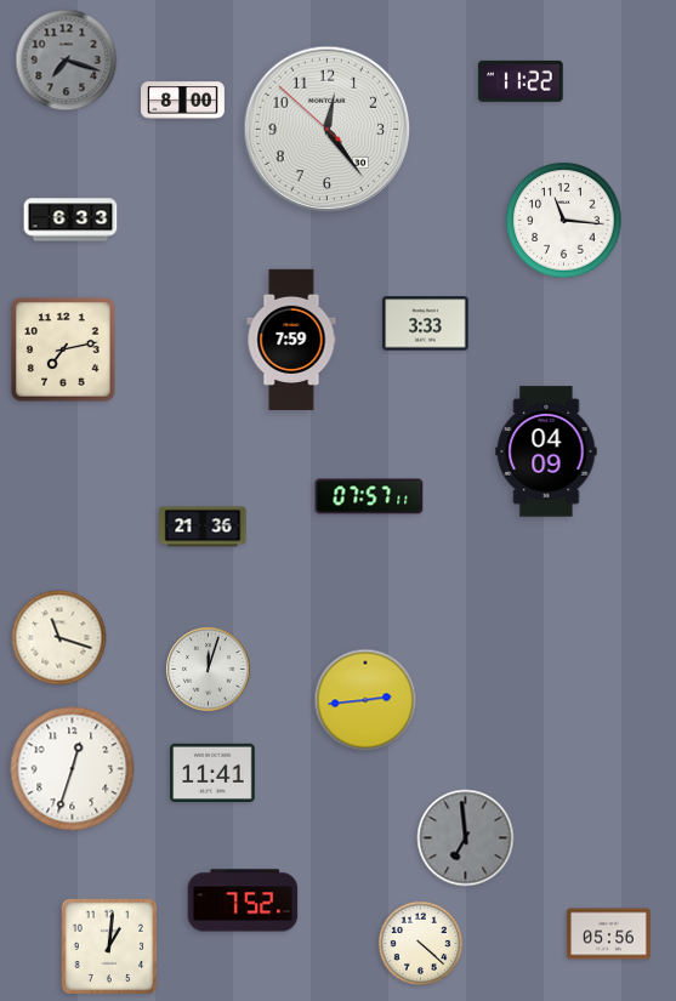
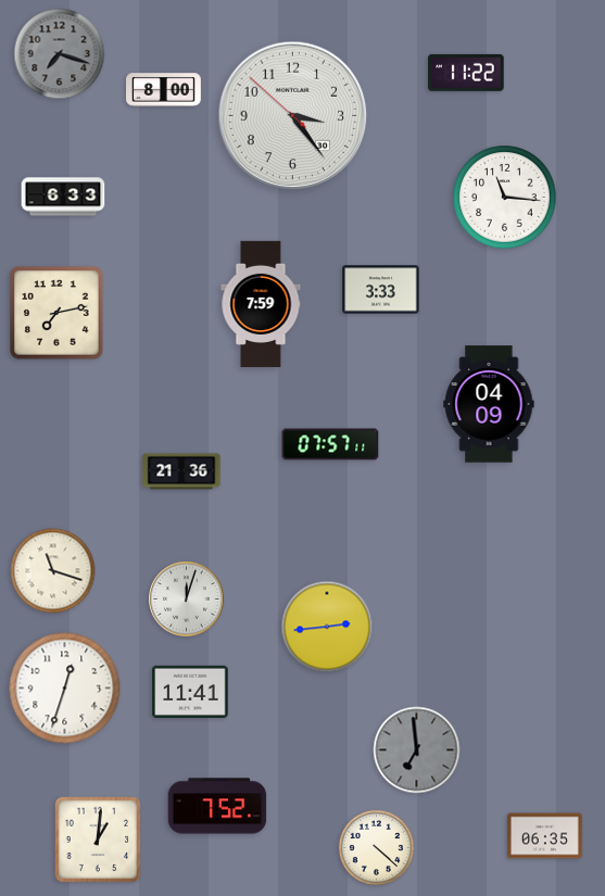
clock at (328, 130): 12:23 -> 3:23
clock at (609, 934): 05:56 -> 06:35
clock at (420, 943) position: (420, 943) -> (376, 847)
clock at (109, 946) position: (109, 946) -> (98, 840)
